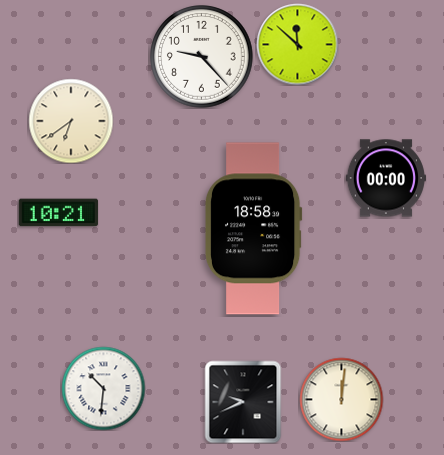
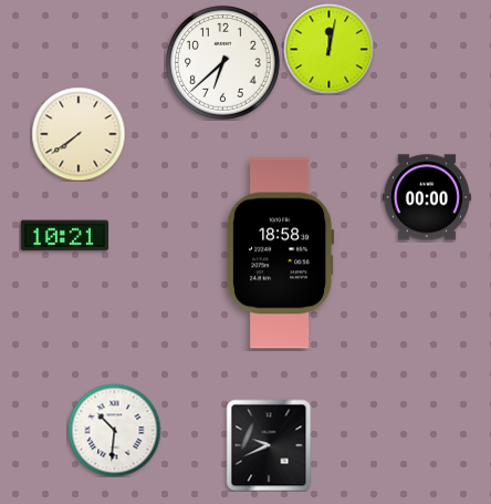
clock at (297, 44): 11:52 -> 12:02
clock at (202, 57): 9:23 -> 6:38
clock at (71, 121): 6:39 -> 7:39
clock at (341, 399): 12:01 -> none
